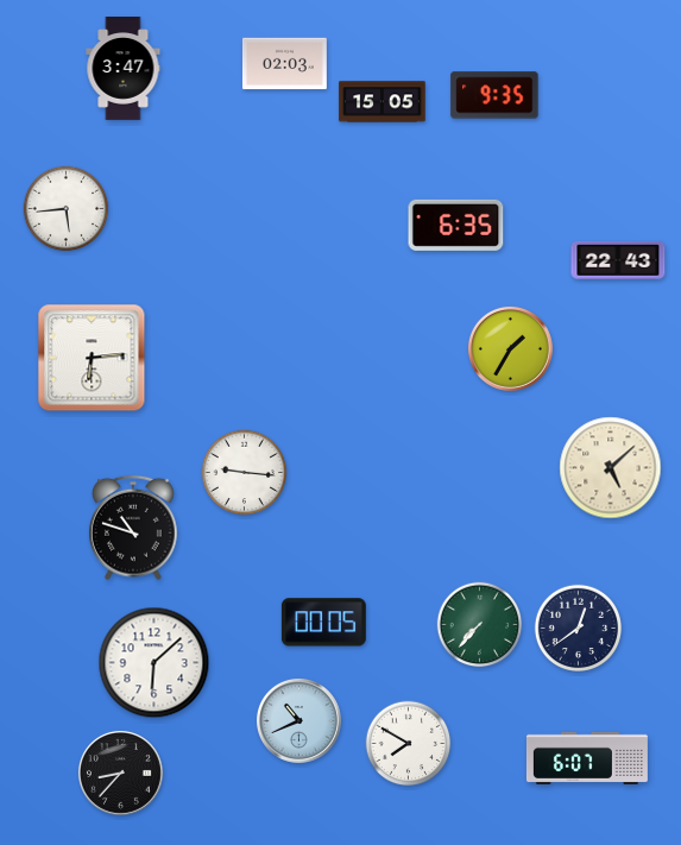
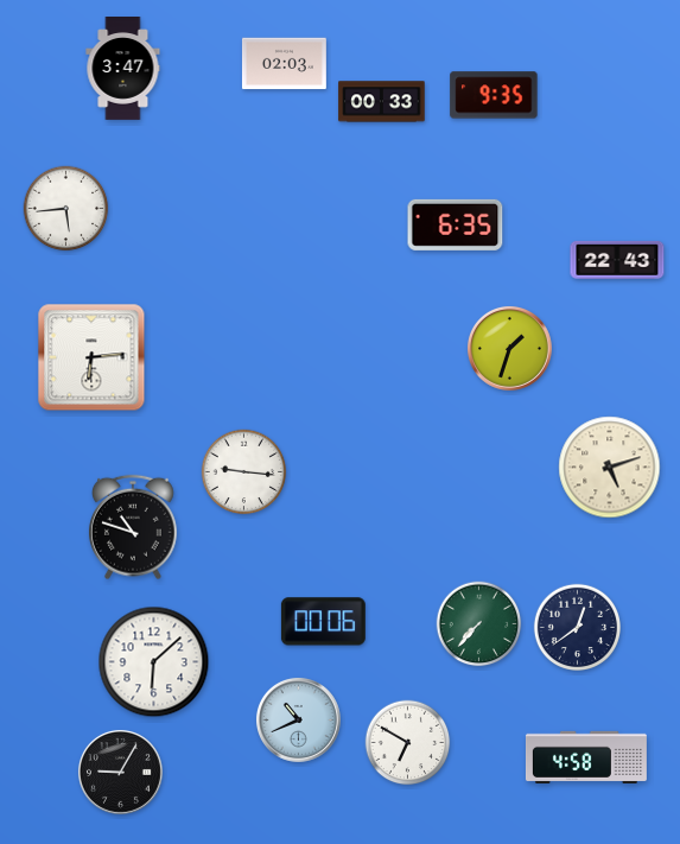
clock at (383, 102): 15:05 -> 00:33
clock at (510, 348): 1:35 -> 1:33
clock at (611, 468): 5:08 -> 5:12
clock at (323, 623): 00:05 -> 00:06
clock at (409, 744): 7:50 -> 6:50
clock at (587, 758): 6:07 -> 4:58
clock at (120, 773): 8:37 -> 9:05
